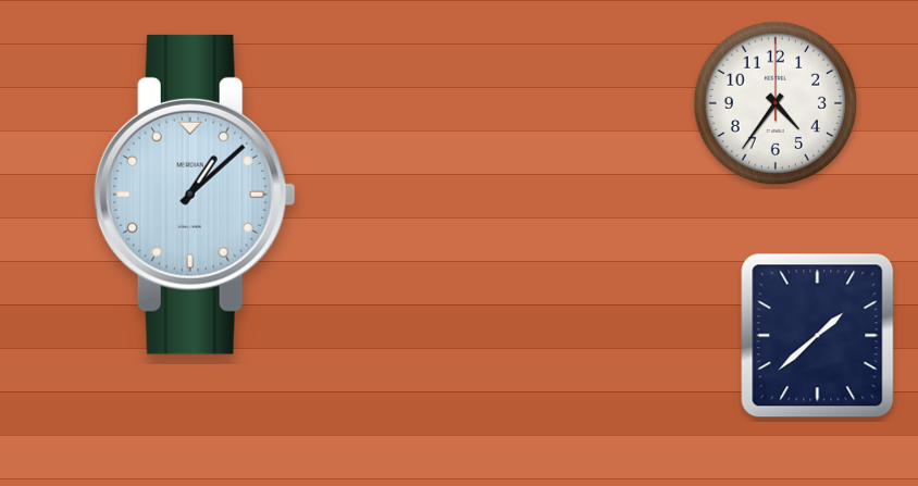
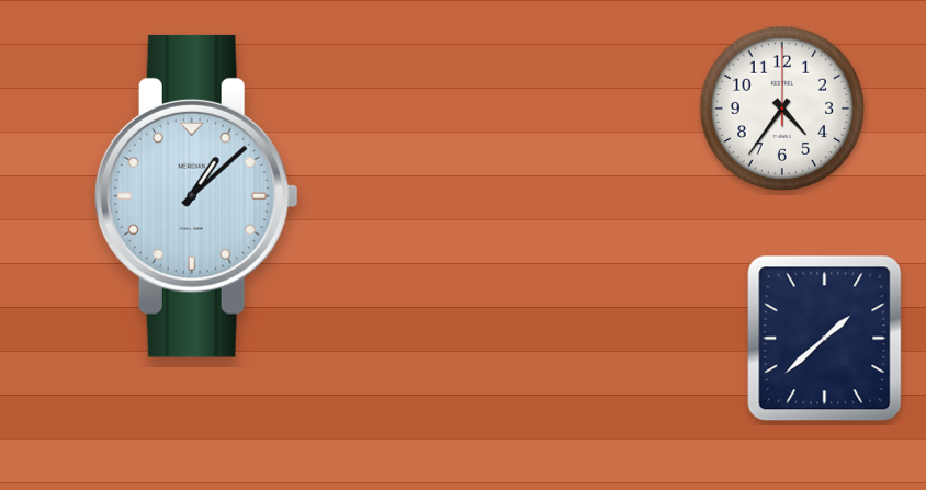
clock at (776, 103) position: (776, 103) -> (782, 109)
